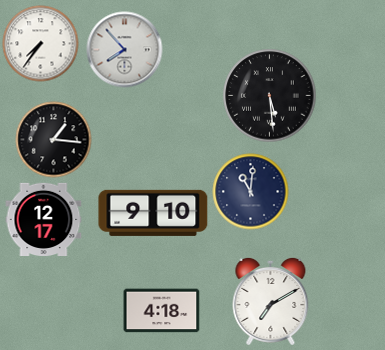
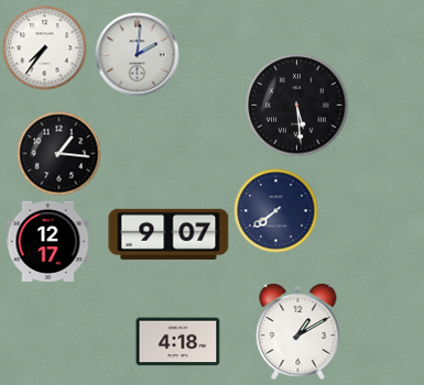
clock at (125, 50): 7:53 -> 2:01
clock at (251, 192): 11:01 -> 7:39
clock at (153, 213): 9:10 -> 9:07
clock at (271, 301): 7:10 -> 1:10
